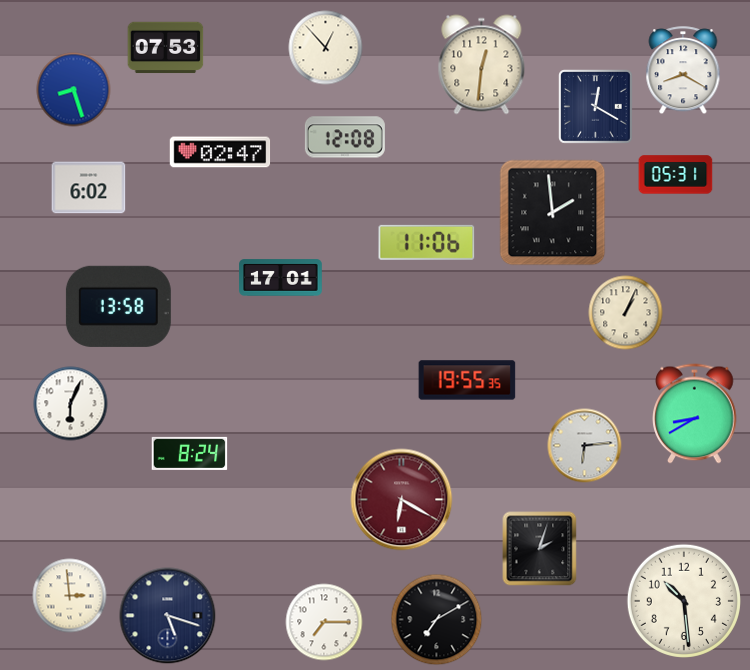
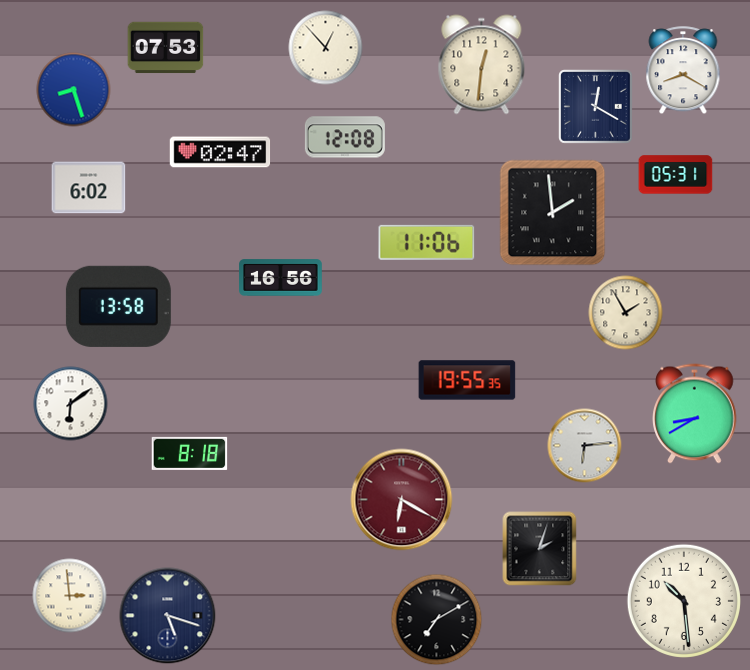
clock at (281, 278): 17:01 -> 16:56
clock at (626, 313): 1:04 -> 1:55
clock at (71, 404): 6:04 -> 6:09
clock at (190, 453): 8:24 -> 8:18
clock at (324, 622): 7:15 -> none
